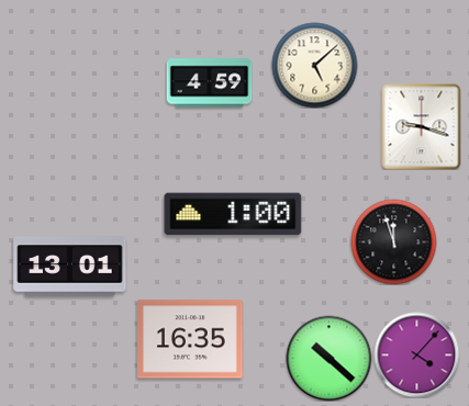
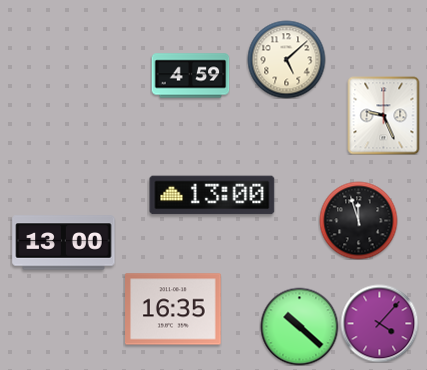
clock at (422, 126): 9:18 -> 9:26
clock at (233, 214): 1:00 -> 13:00
clock at (70, 267): 13:01 -> 13:00
